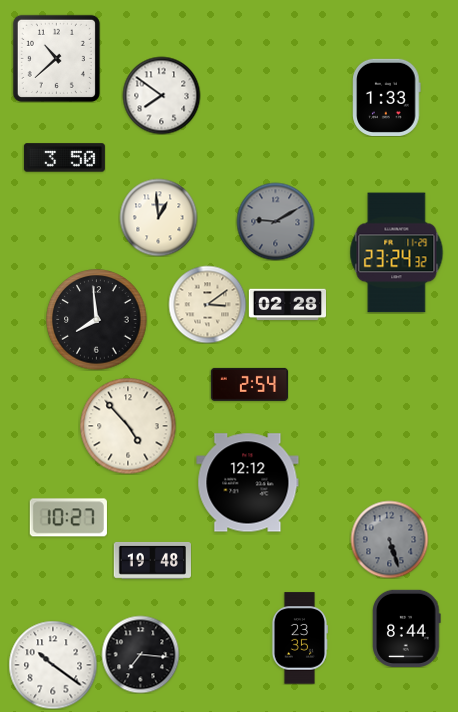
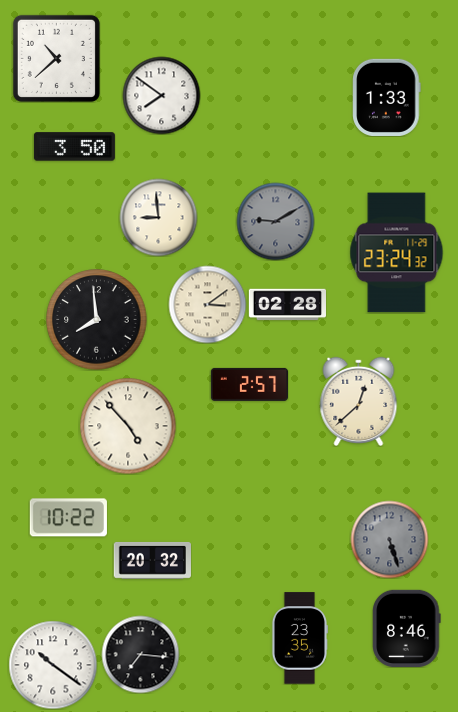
clock at (64, 158) position: (64, 158) -> (74, 147)
clock at (158, 217): 12:59 -> 8:59
clock at (249, 384): 2:54 -> 2:57
clock at (359, 401): none -> 12:38
clock at (248, 483): 12:12 -> none
clock at (68, 518): 10:27 -> 10:22
clock at (152, 560): 19:48 -> 20:32
clock at (407, 628): 8:44 -> 8:46
